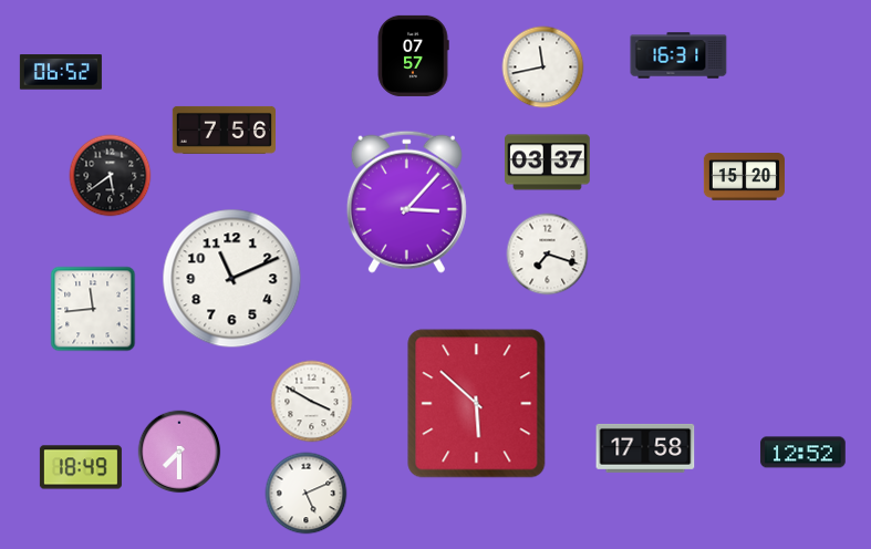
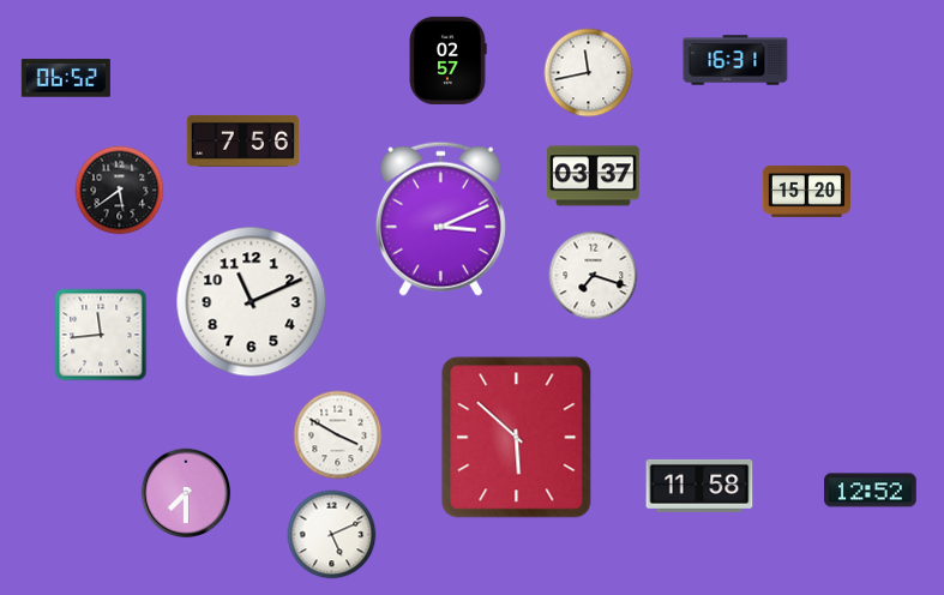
clock at (413, 55): 07:57 -> 02:57
clock at (406, 201): 3:07 -> 3:11
clock at (645, 448): 17:58 -> 11:58
clock at (179, 452) position: (179, 452) -> (186, 493)
clock at (81, 467): 18:49 -> none
